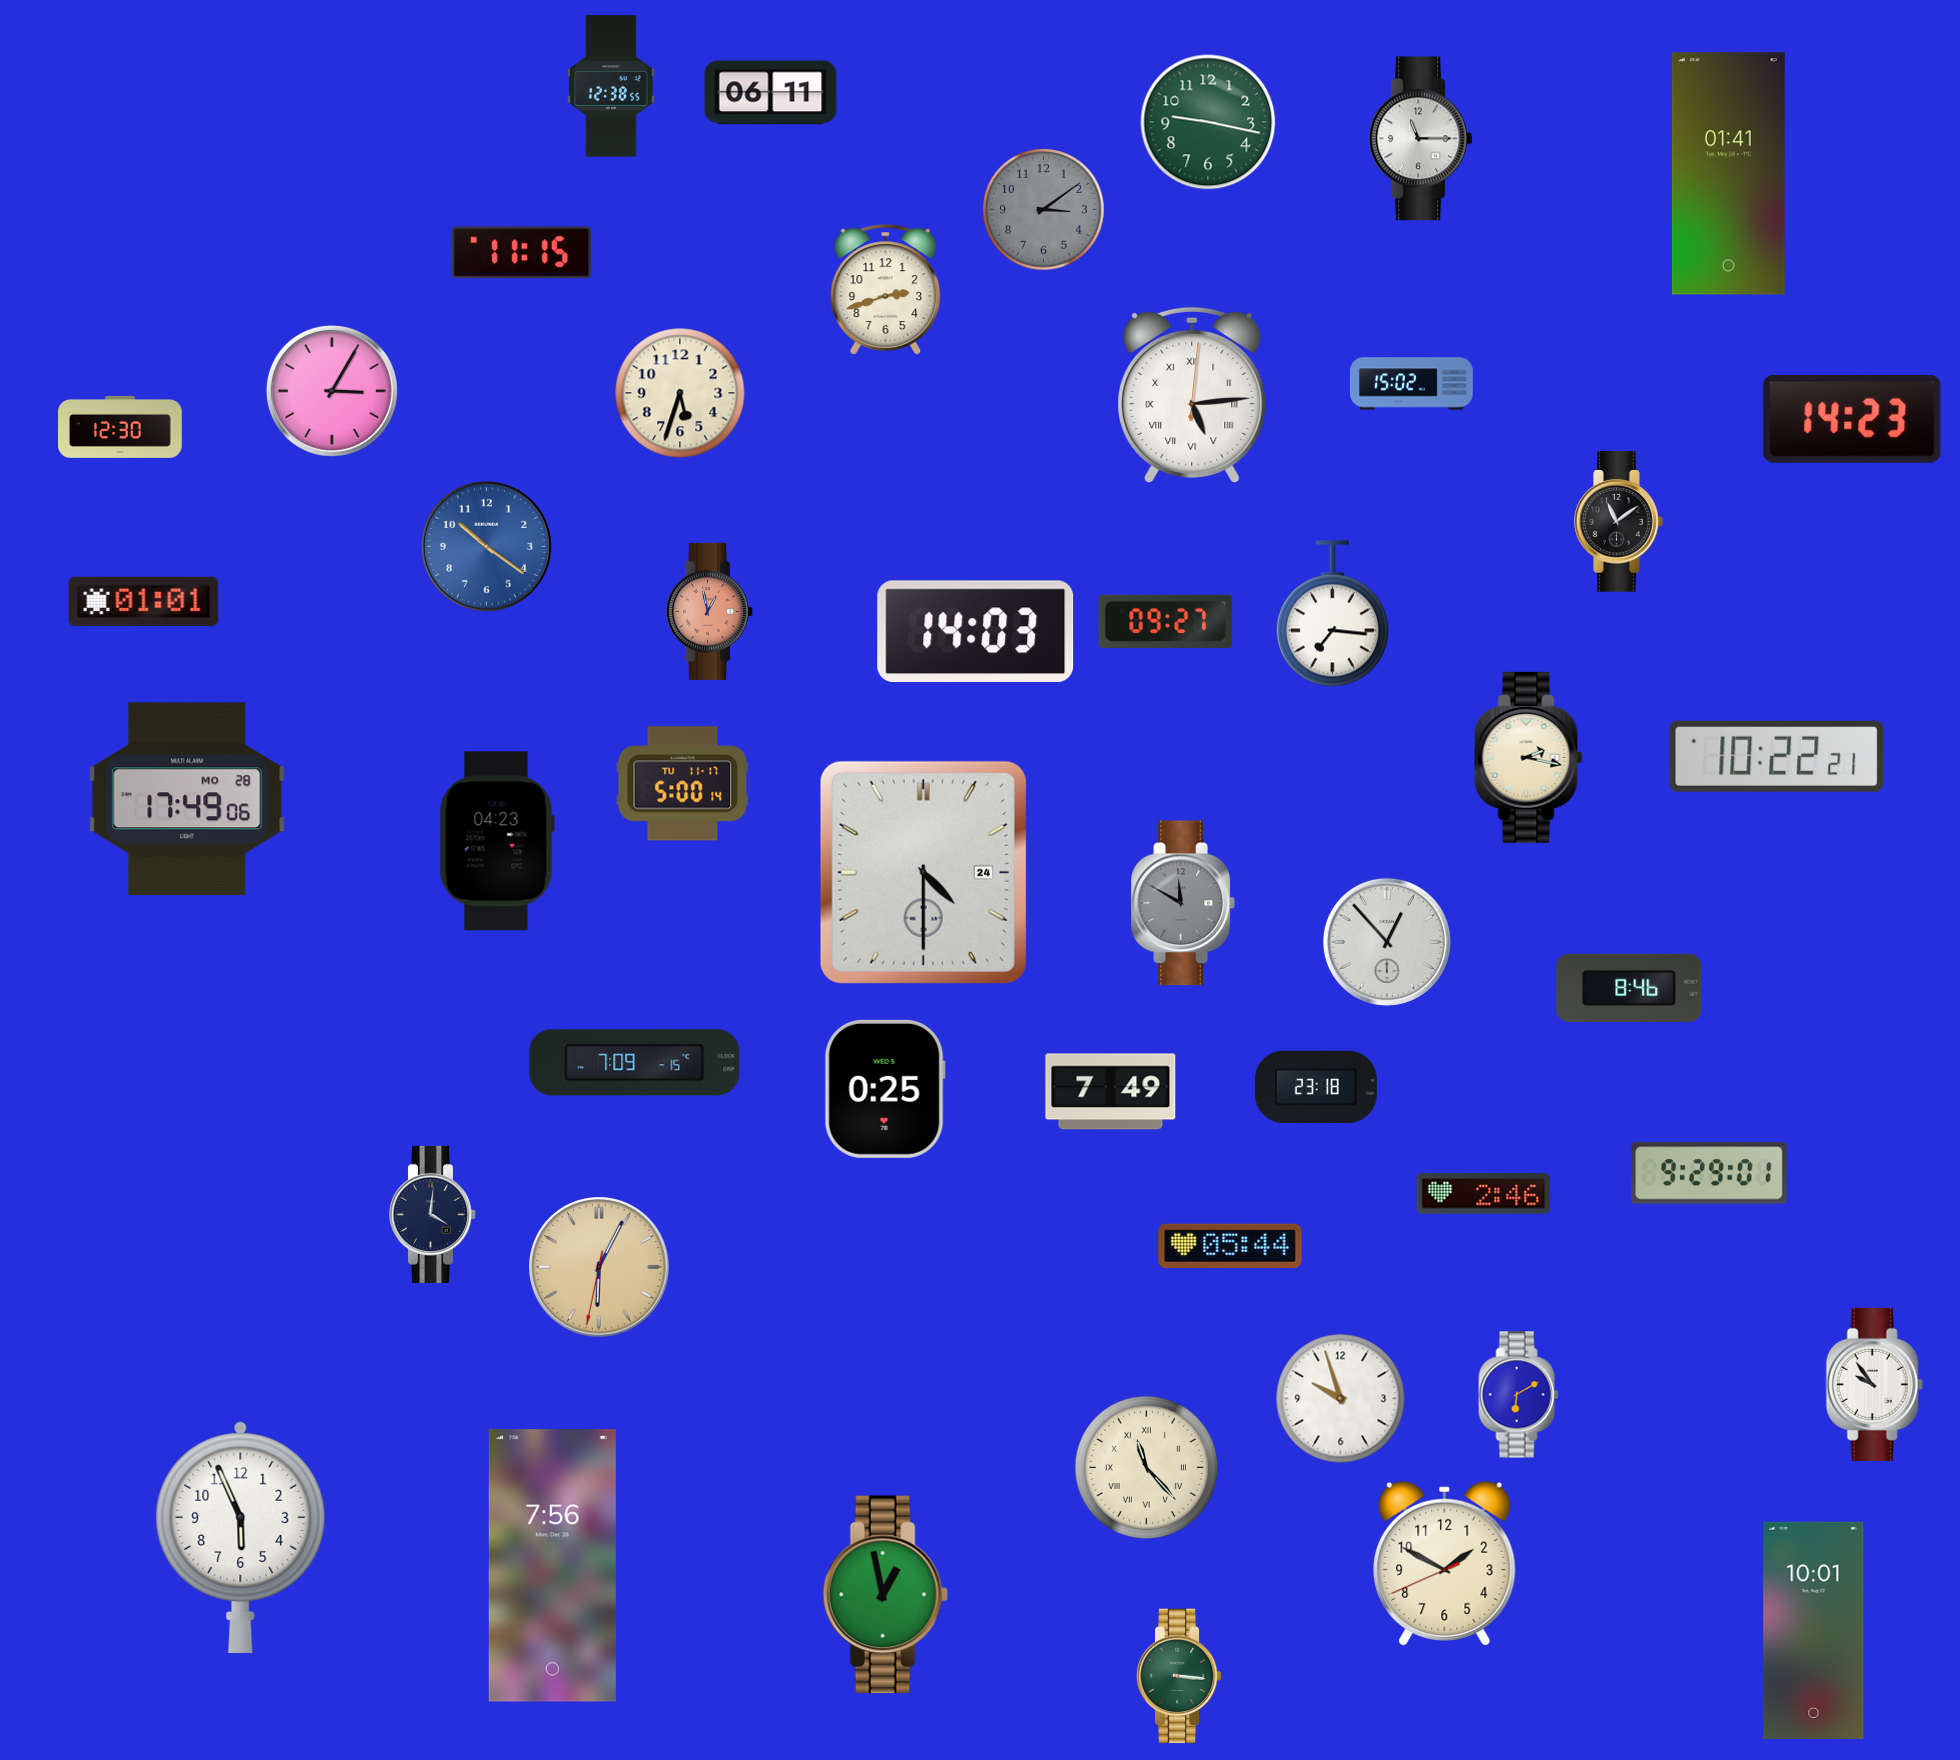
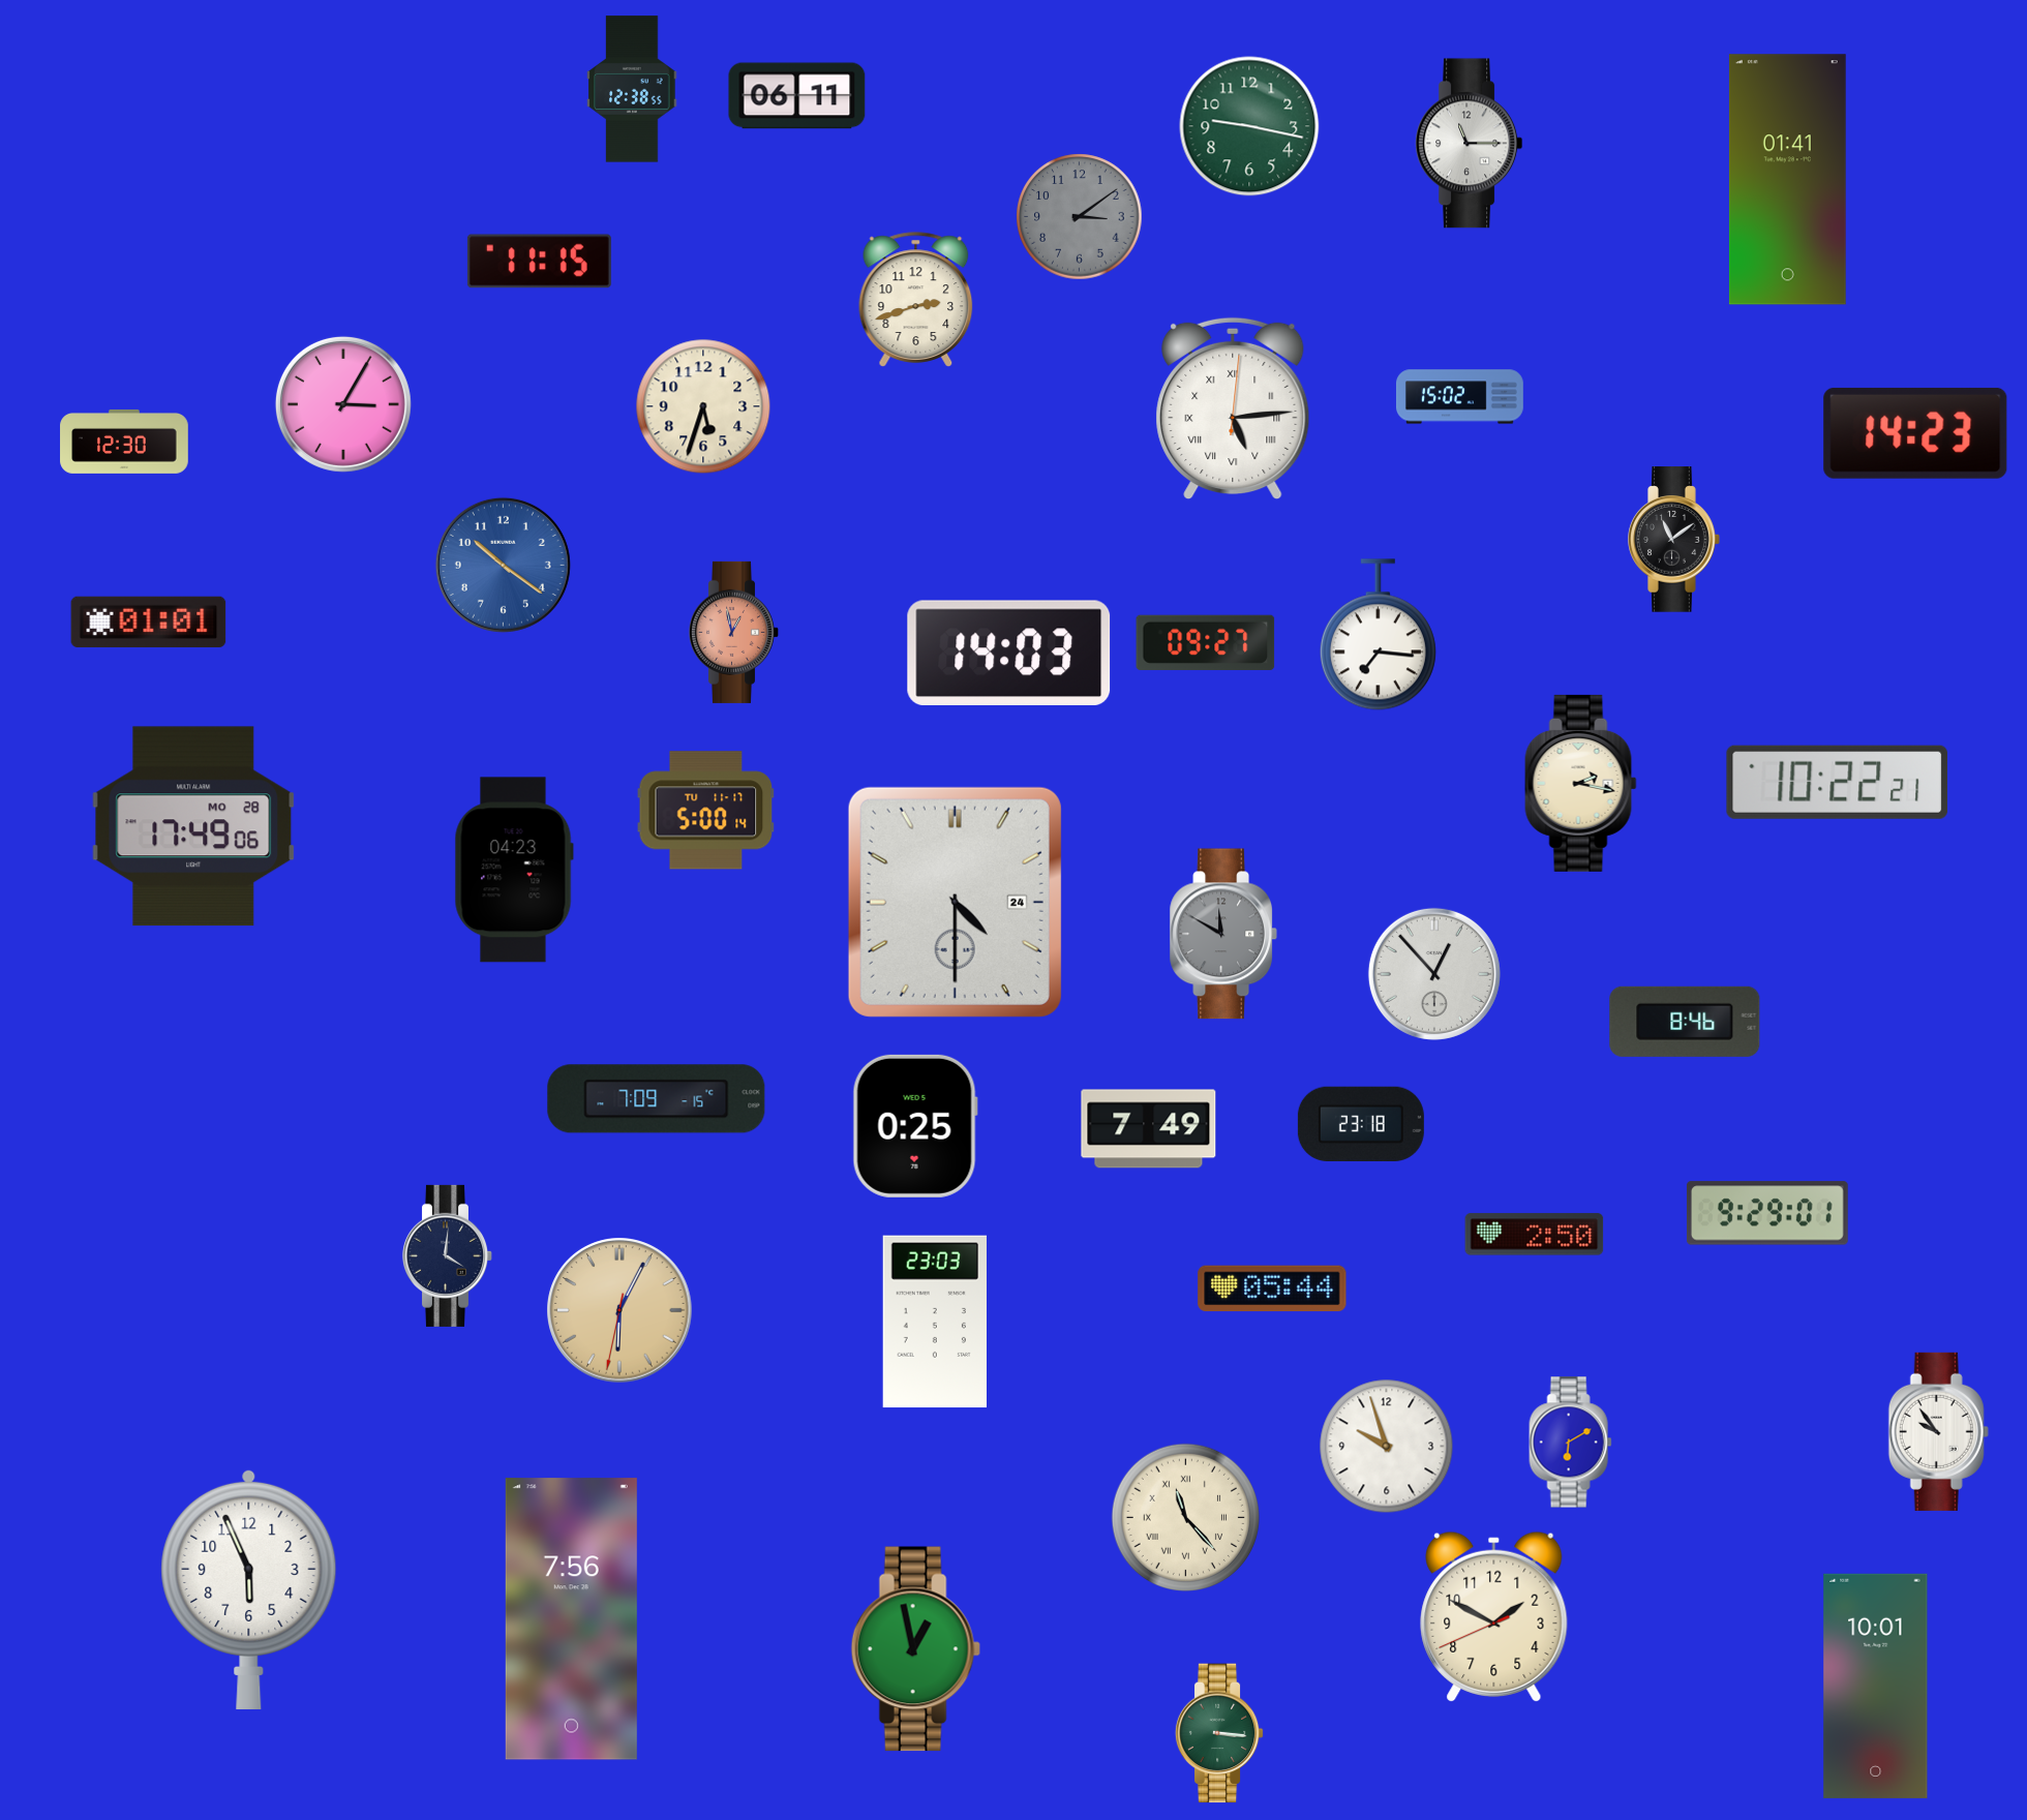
clock at (1484, 1194): 2:46 -> 2:50
clock at (934, 1322): none -> 23:03
